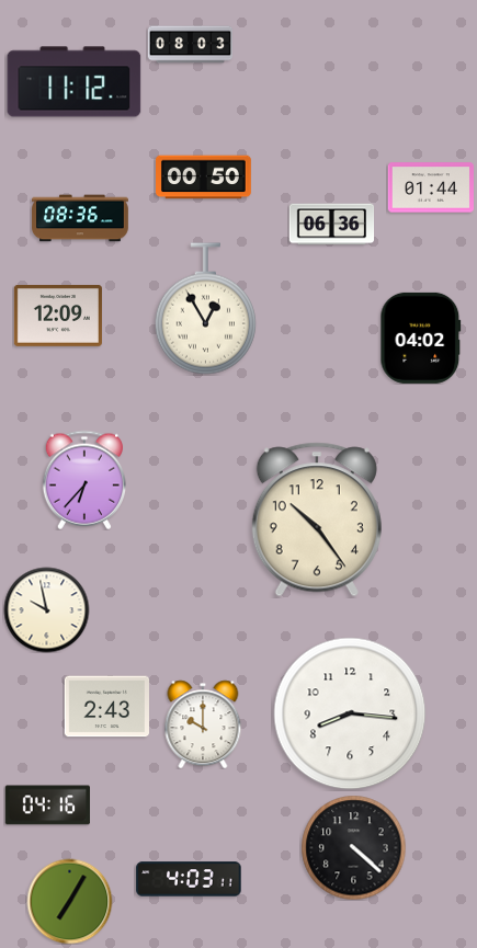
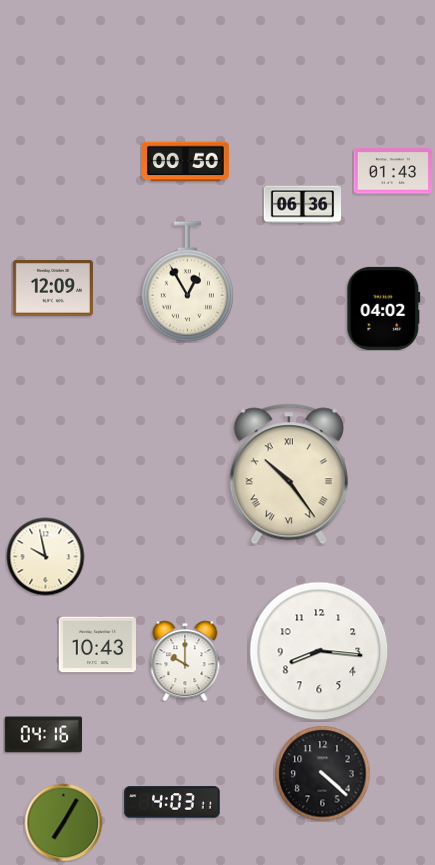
clock at (190, 45): 08:03 -> none
clock at (75, 82): 11:12 -> none
clock at (430, 187): 01:44 -> 01:43
clock at (80, 218): 08:36 -> none
clock at (83, 480): 6:37 -> none
clock at (317, 519) numerals: Arabic -> Roman
clock at (46, 609) position: (46, 609) -> (45, 556)
clock at (106, 707): 2:43 -> 10:43
